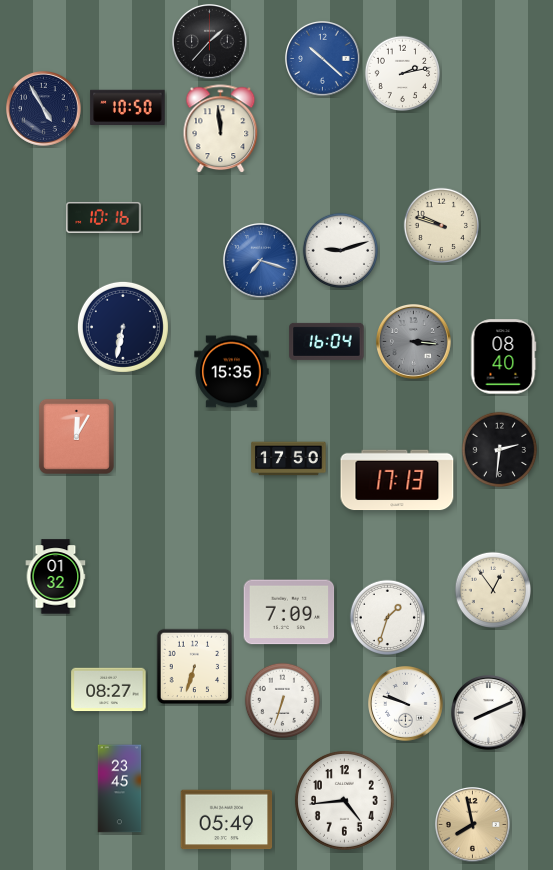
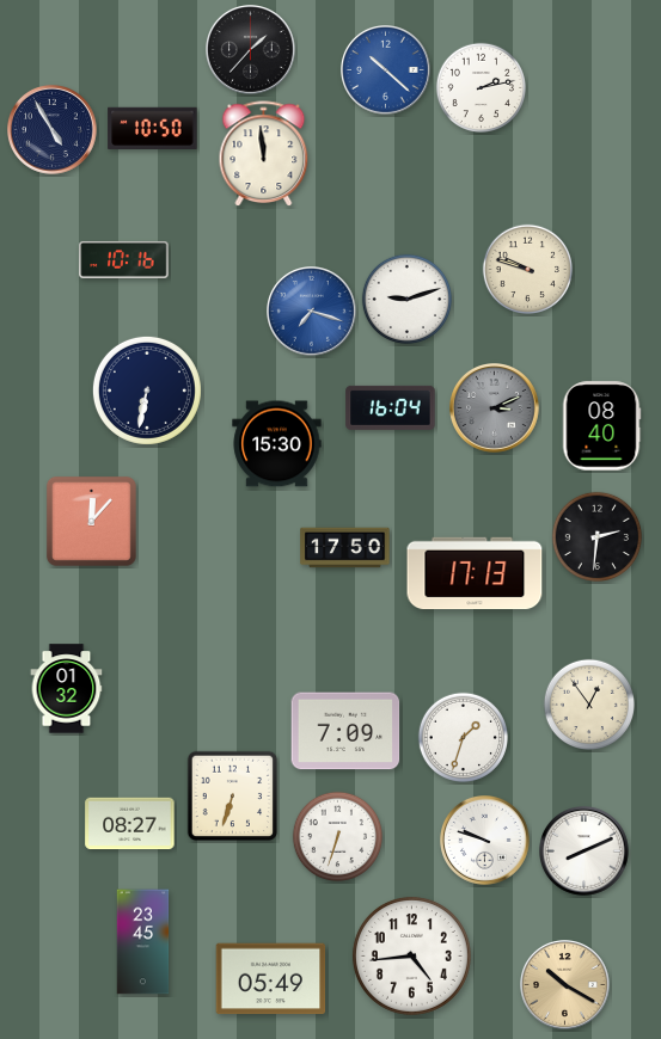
clock at (414, 342): 3:16 -> 3:11
clock at (232, 372): 15:35 -> 15:30
clock at (76, 436): 12:05 -> 12:07
clock at (473, 825): 7:58 -> 10:20
